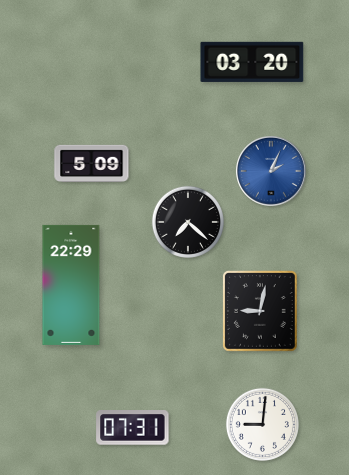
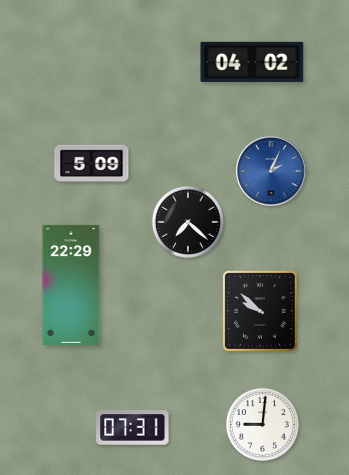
clock at (252, 62): 03:20 -> 04:02
clock at (261, 312): 9:02 -> 9:52
